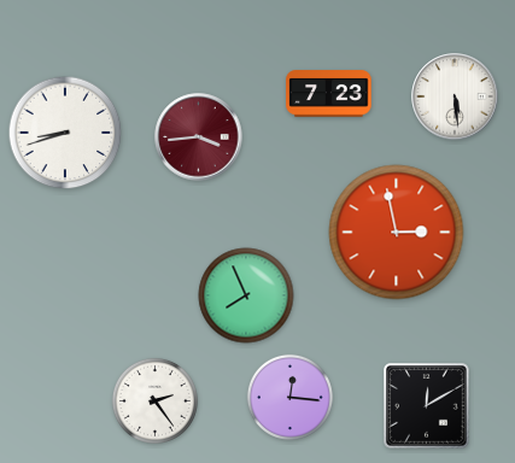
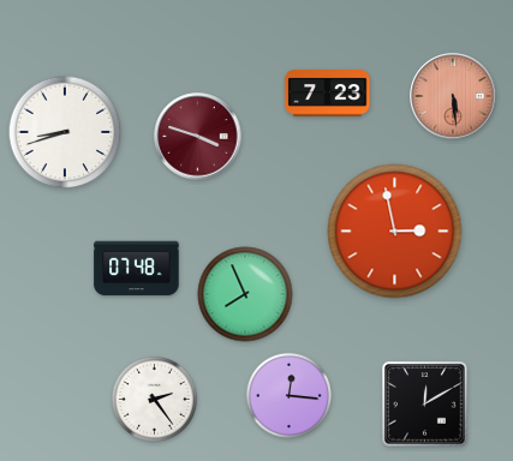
clock at (455, 96) dial: white -> salmon
clock at (199, 137): 3:44 -> 3:48
clock at (137, 269): none -> 07:48
